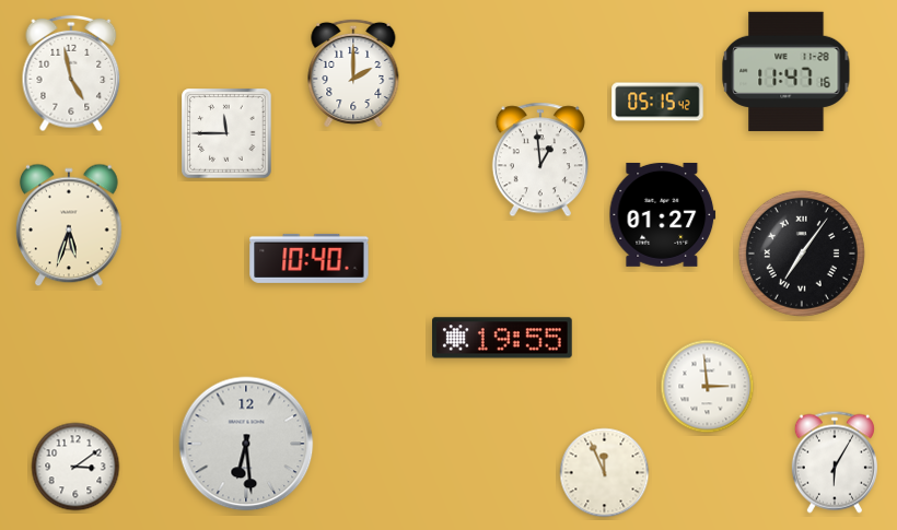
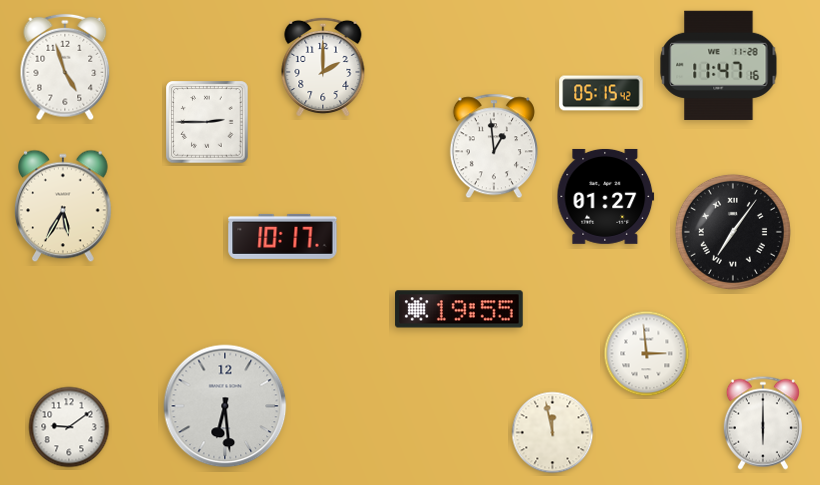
clock at (71, 73): 4:58 -> 4:57
clock at (226, 133): 11:45 -> 2:45
clock at (70, 225): 5:33 -> 5:35
clock at (310, 258): 10:40 -> 10:17
clock at (835, 462): 6:05 -> 6:00
clock at (75, 467): 3:09 -> 9:09
clock at (605, 473): 11:56 -> 11:58
